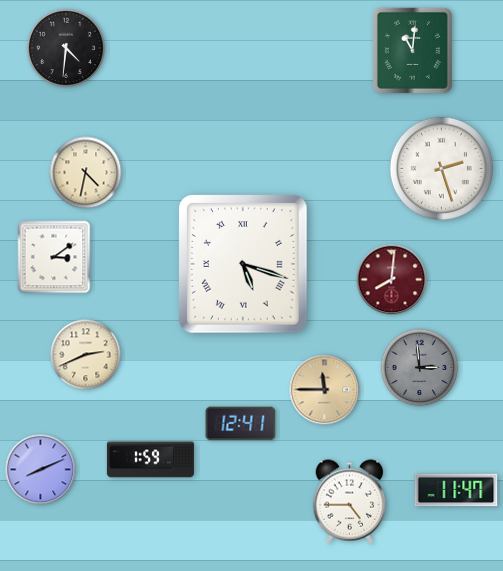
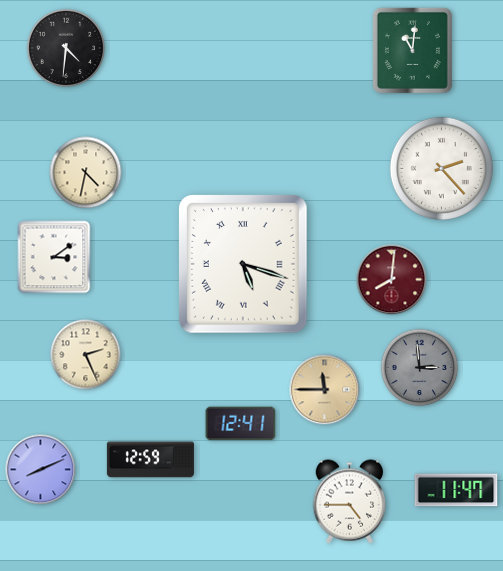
clock at (441, 168): 2:27 -> 2:23
clock at (86, 355): 2:41 -> 2:26
clock at (150, 460): 1:59 -> 12:59
